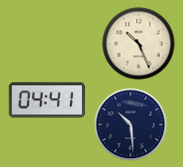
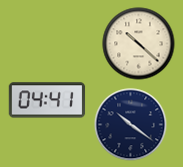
clock at (139, 44): 10:26 -> 10:22
clock at (131, 125): 10:29 -> 10:21
